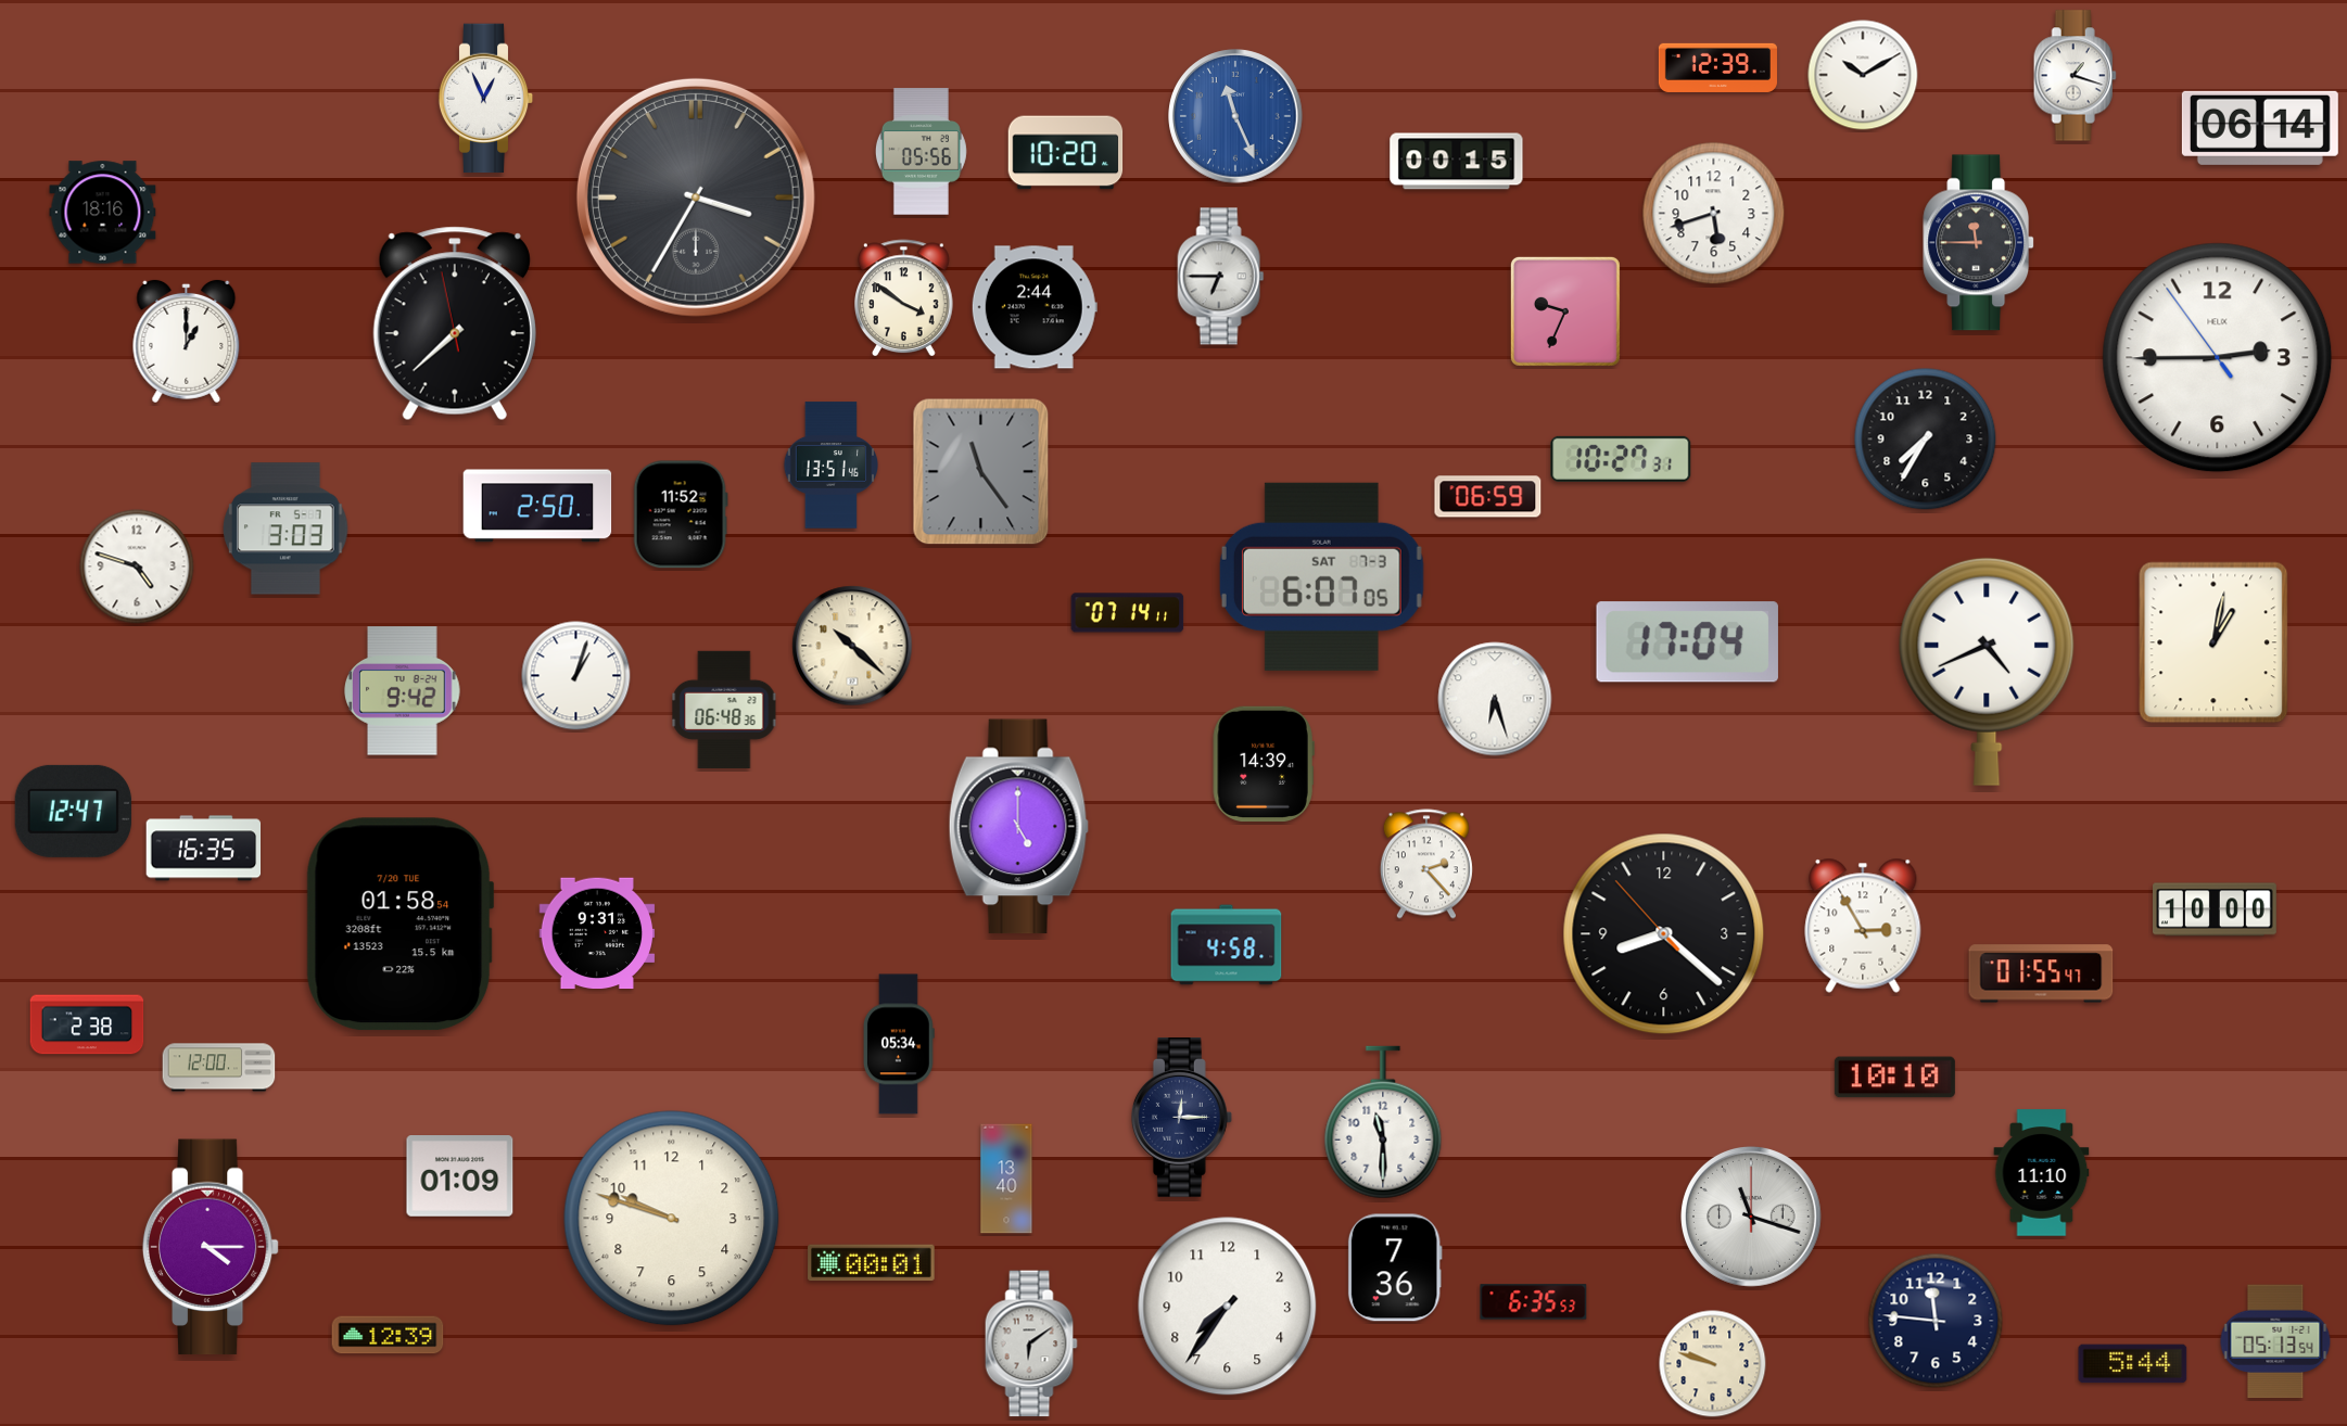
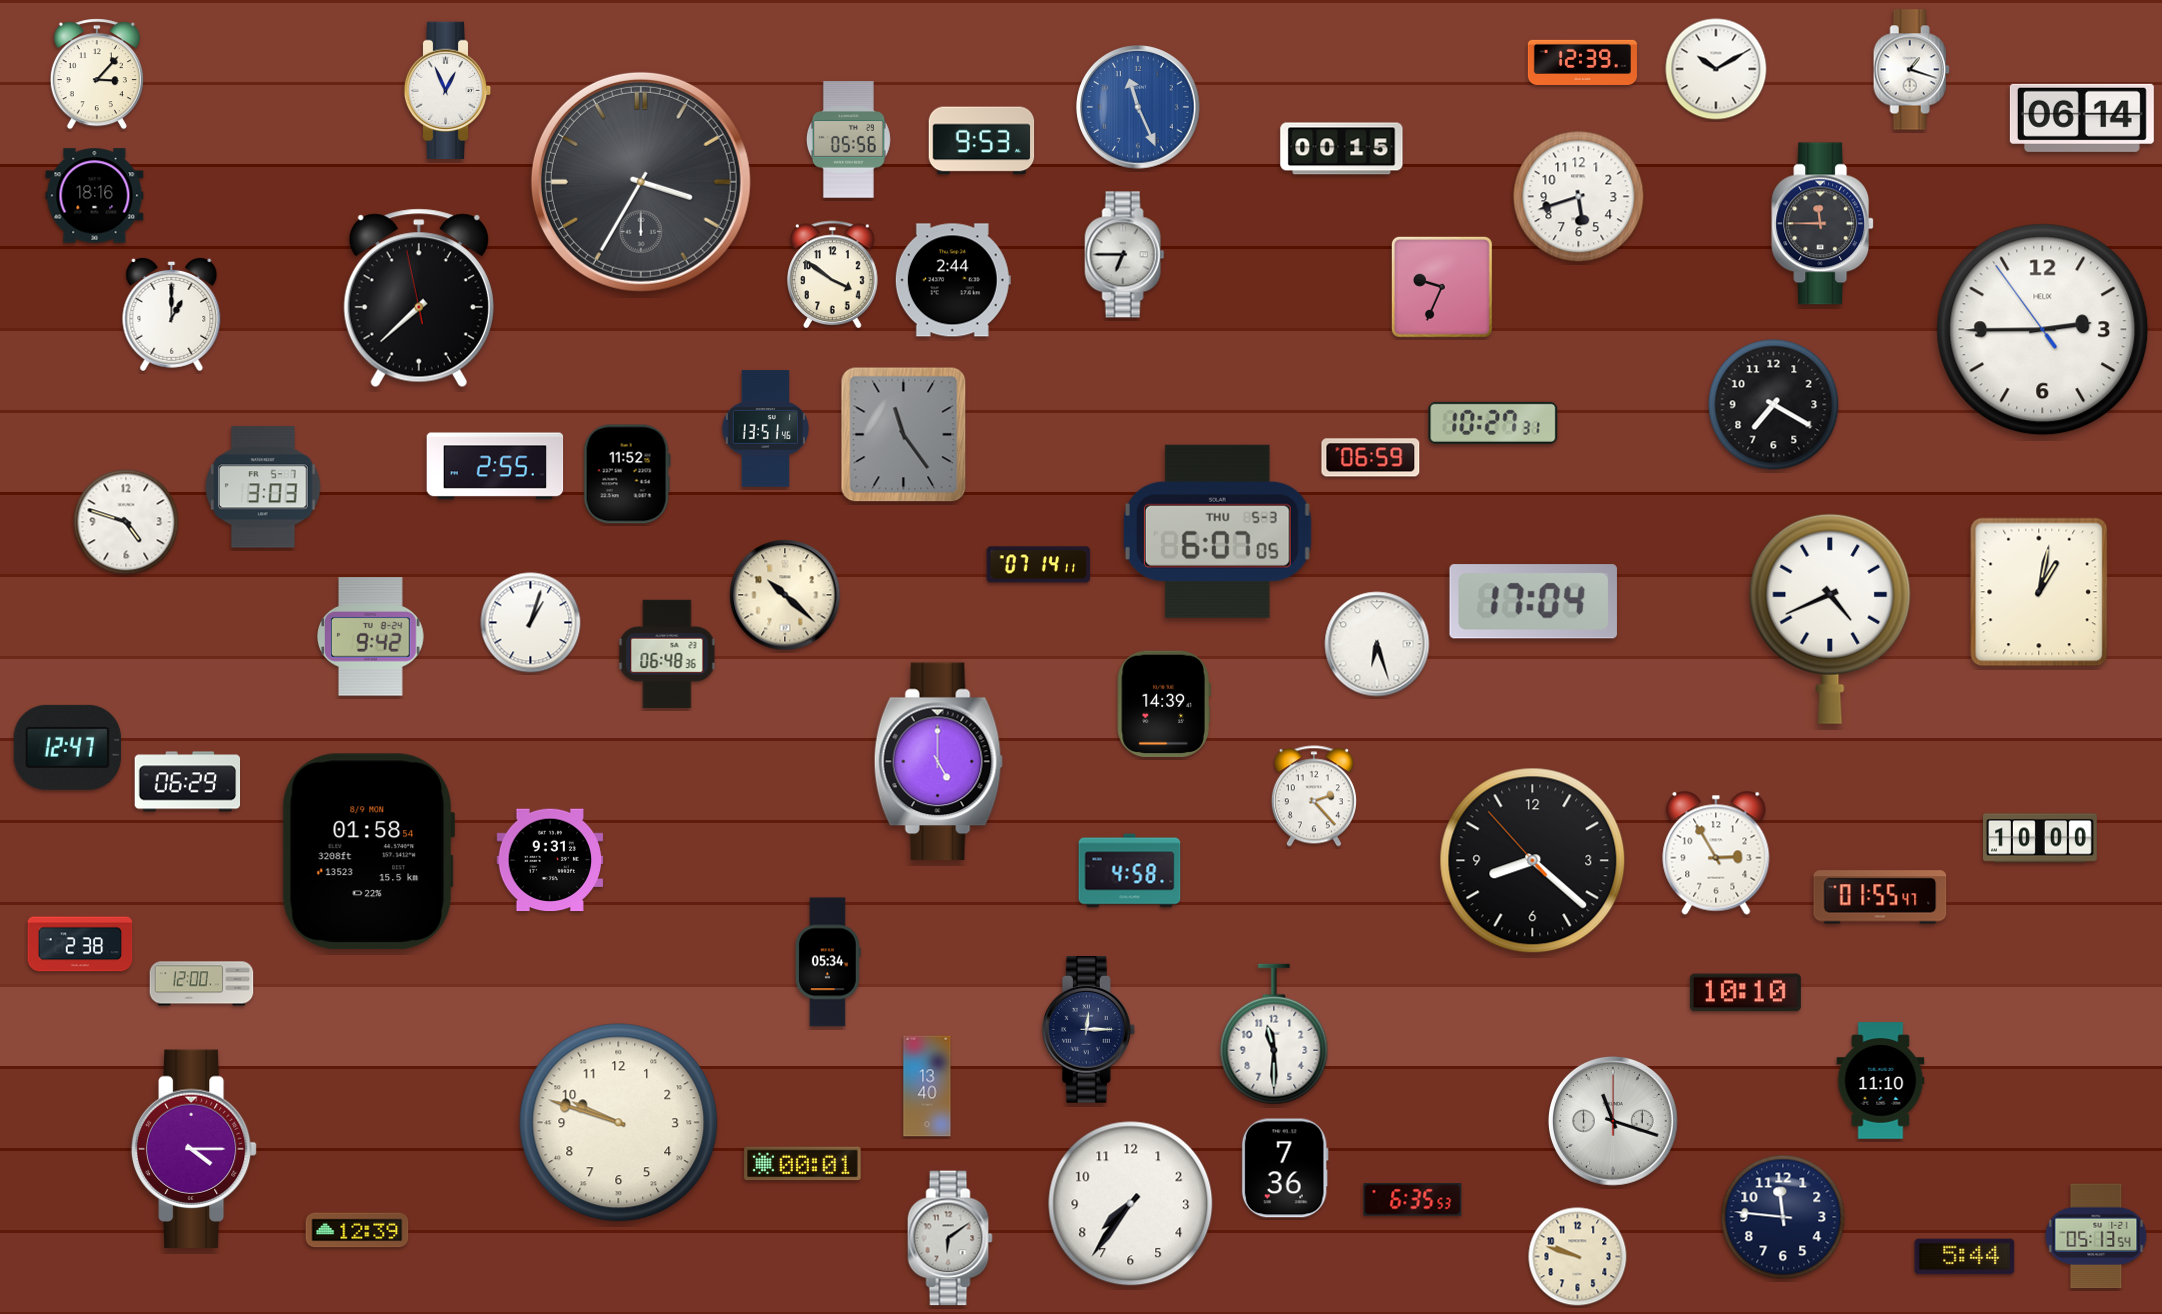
clock at (97, 74): none -> 3:07
clock at (1066, 153): 10:20 -> 9:53
clock at (1035, 307) position: (1035, 307) -> (953, 280)
clock at (1926, 440): 7:35 -> 7:20
clock at (537, 506): 2:50 -> 2:55
clock at (1321, 576) date: SAT 7-3 -> THU 5-3
clock at (1687, 642) position: (1687, 642) -> (1533, 602)
clock at (204, 849): 16:35 -> 06:29
clock at (399, 925) date: 7/20 TUE -> 8/9 MON
clock at (460, 1176): 01:09 -> none
